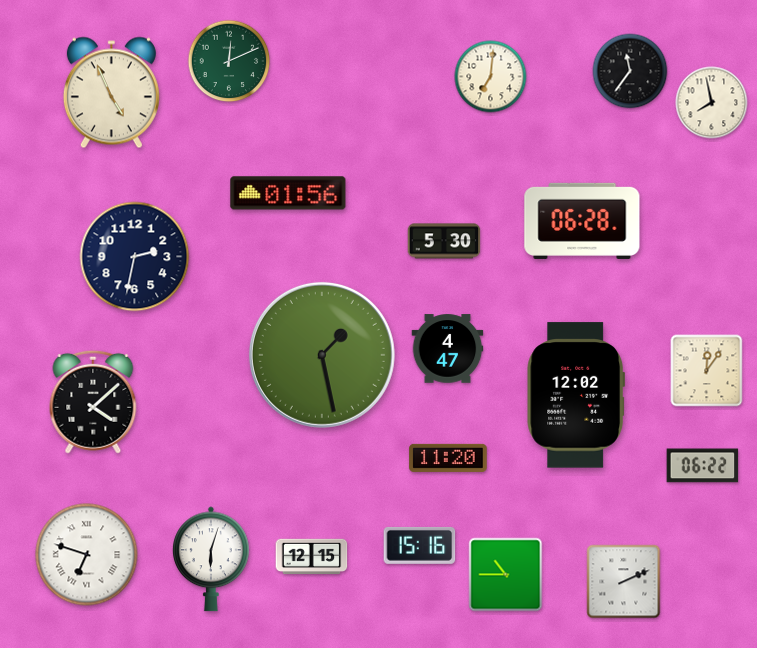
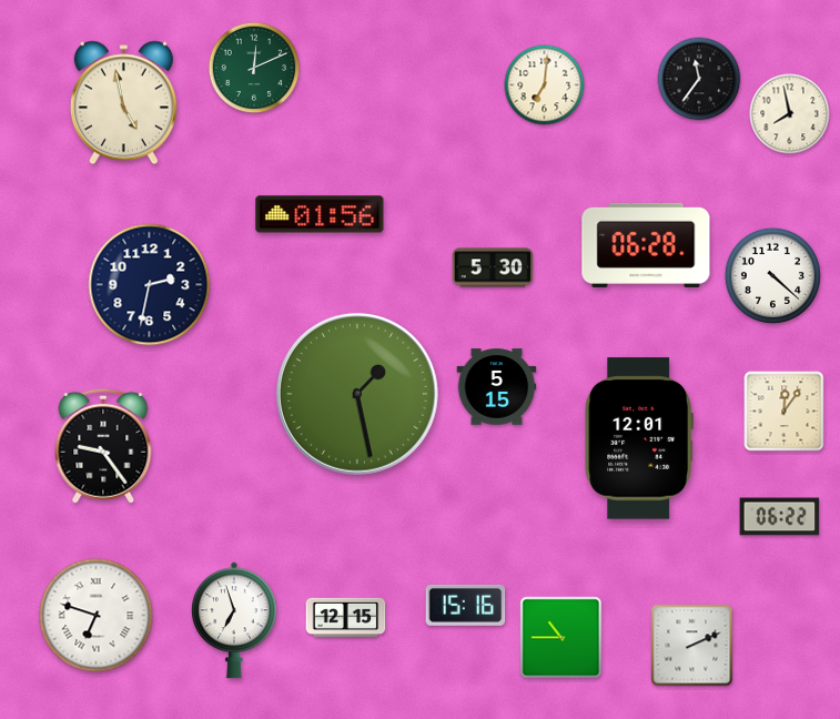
clock at (111, 93): 4:56 -> 4:58
clock at (772, 275): none -> 4:22
clock at (448, 349): 4:47 -> 5:15
clock at (575, 395): 12:02 -> 12:01
clock at (93, 402): 4:08 -> 9:24
clock at (448, 458): 11:20 -> none
clock at (212, 559): 6:03 -> 6:57
